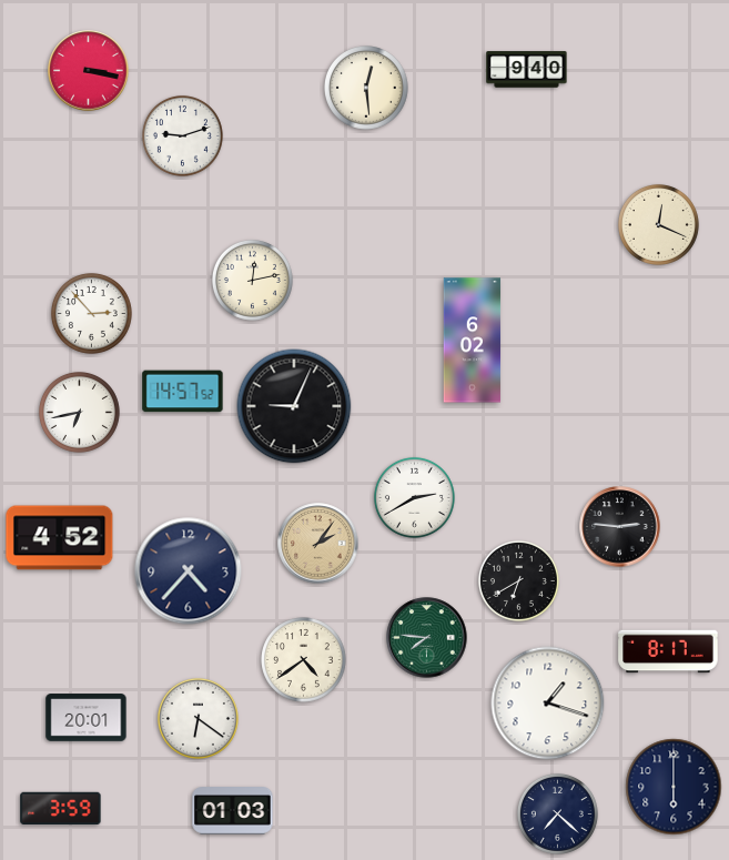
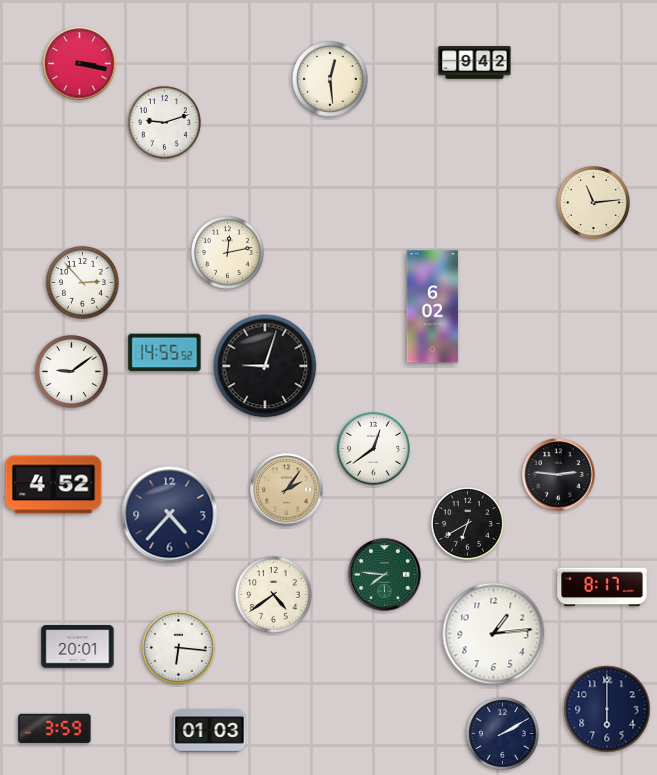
clock at (527, 70): 9:40 -> 9:42
clock at (658, 224): 12:19 -> 11:14
clock at (473, 341) position: (473, 341) -> (433, 307)
clock at (183, 392): 14:57 -> 14:55
clock at (294, 406): 9:04 -> 9:03
clock at (79, 412): 6:43 -> 9:09
clock at (414, 497): 2:40 -> 12:39
clock at (548, 704): 1:18 -> 1:14
clock at (198, 718): 6:21 -> 6:16
clock at (557, 813): 7:22 -> 2:10
